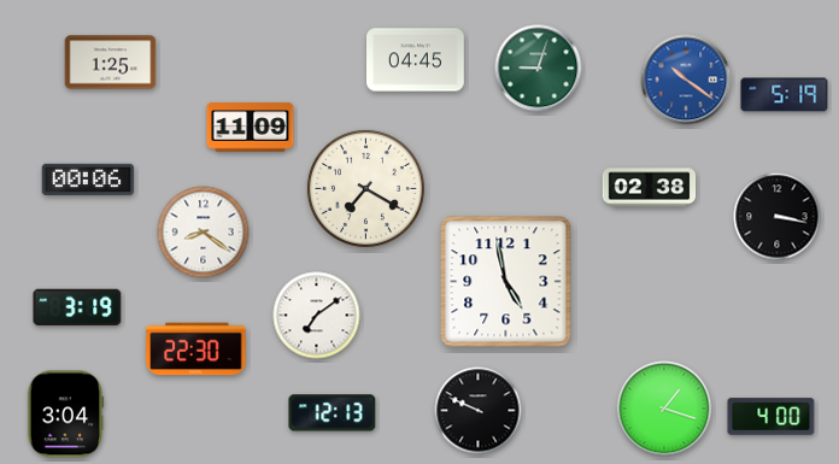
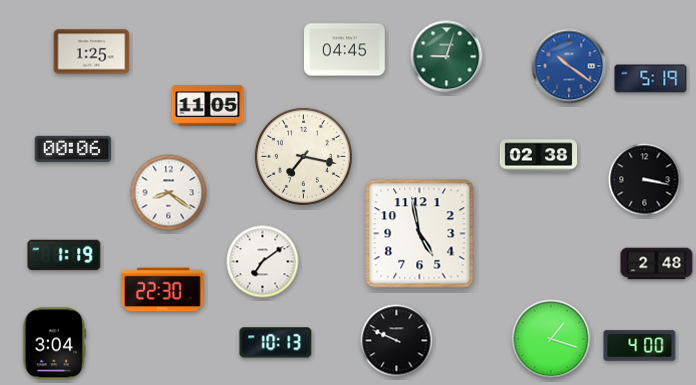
clock at (251, 128): 11:09 -> 11:05
clock at (365, 188): 7:20 -> 7:17
clock at (77, 307): 3:19 -> 1:19
clock at (657, 264): none -> 2:48
clock at (333, 413): 12:13 -> 10:13
